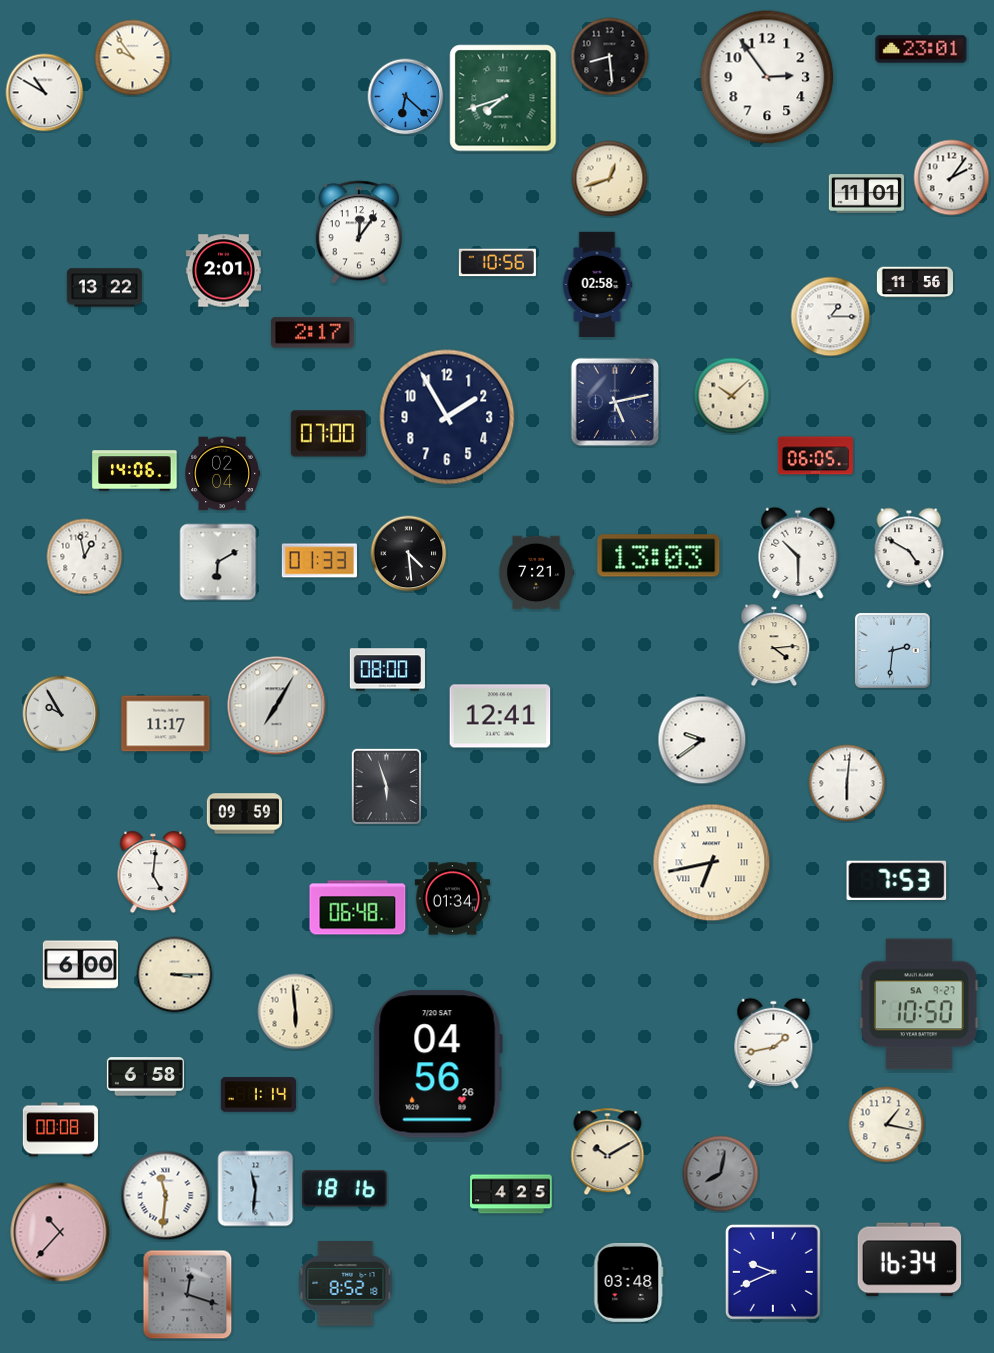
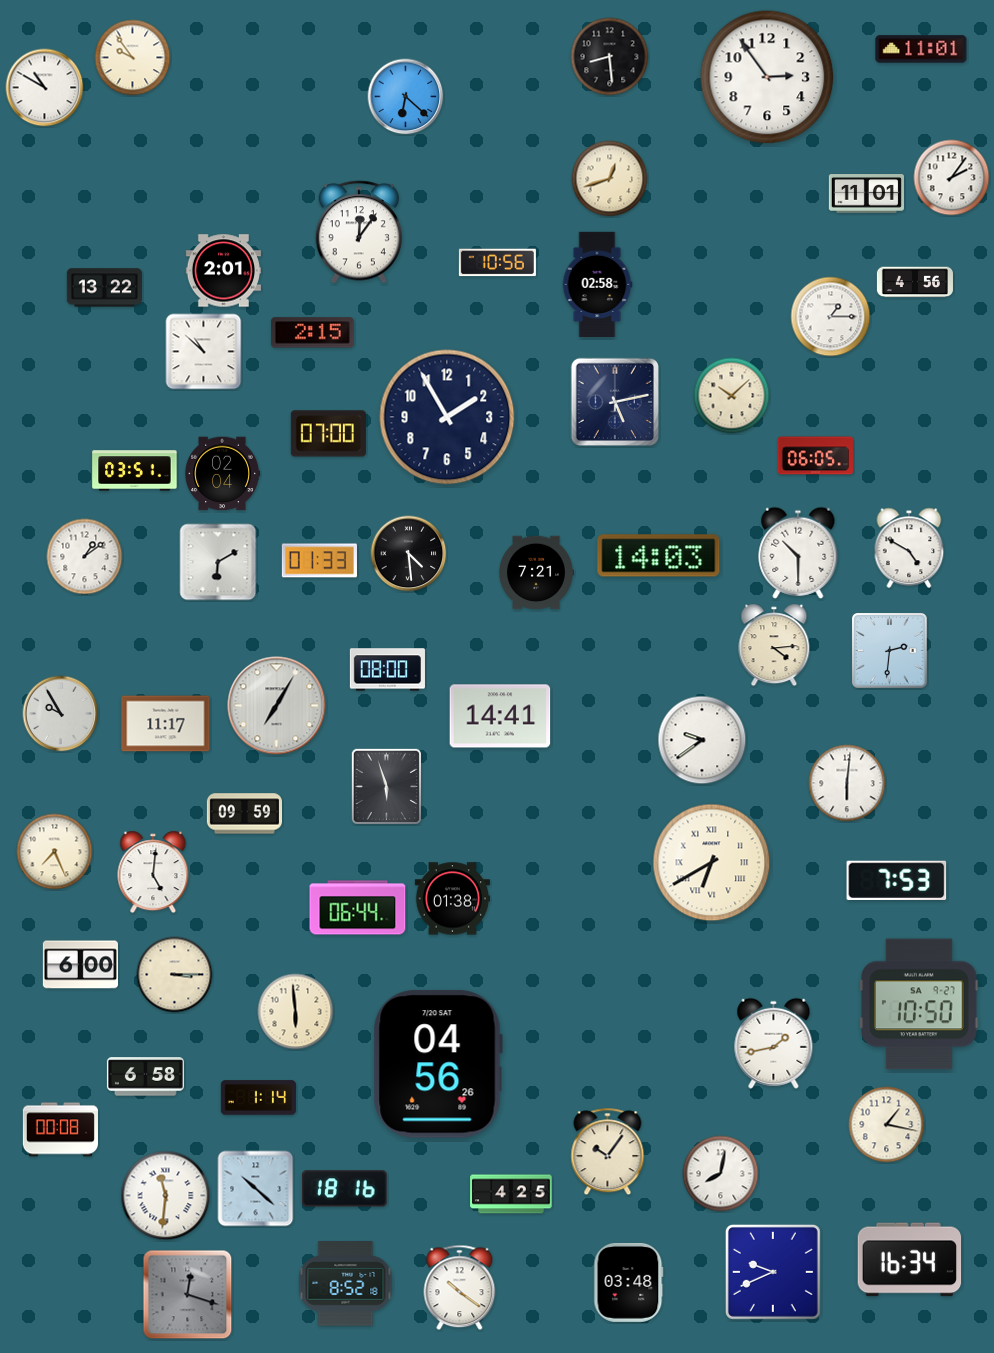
clock at (921, 49): 23:01 -> 11:01
clock at (45, 93) position: (45, 93) -> (45, 88)
clock at (503, 98): 7:42 -> none
clock at (915, 282): 11:56 -> 4:56
clock at (313, 333): 2:17 -> 2:15
clock at (204, 352): none -> 10:52
clock at (135, 471): 14:06 -> 03:51
clock at (659, 556): 13:03 -> 14:03
clock at (85, 557): 12:58 -> 1:09
clock at (892, 650) position: (892, 650) -> (889, 650)
clock at (500, 716): 12:41 -> 14:41
clock at (55, 852): none -> 7:26
clock at (712, 863): 6:43 -> 6:40
clock at (452, 899): 01:34 -> 01:38
clock at (358, 908): 06:48 -> 06:44
clock at (258, 1095) position: (258, 1095) -> (258, 1098)
clock at (608, 1152): 10:10 -> 10:06
clock at (721, 1174) dial: grey -> white
clock at (256, 1189): 11:31 -> 10:22
clock at (60, 1232): 10:37 -> none
clock at (460, 1288): none -> 10:21
